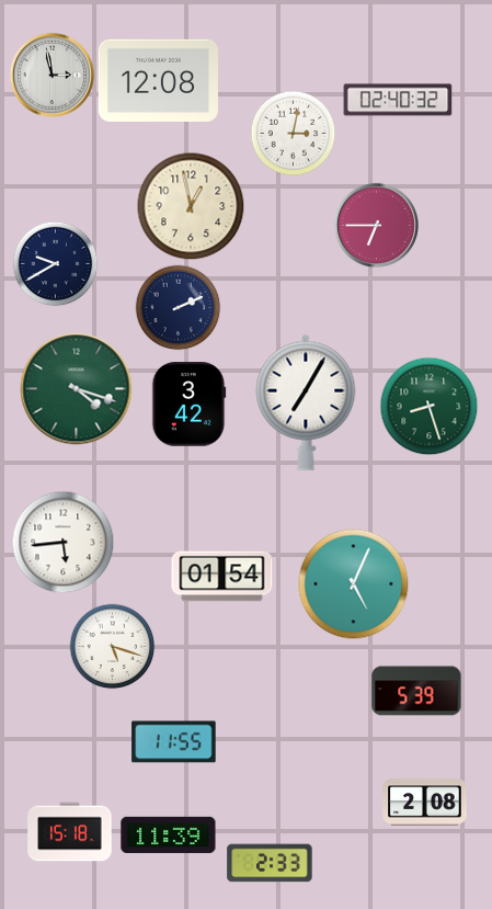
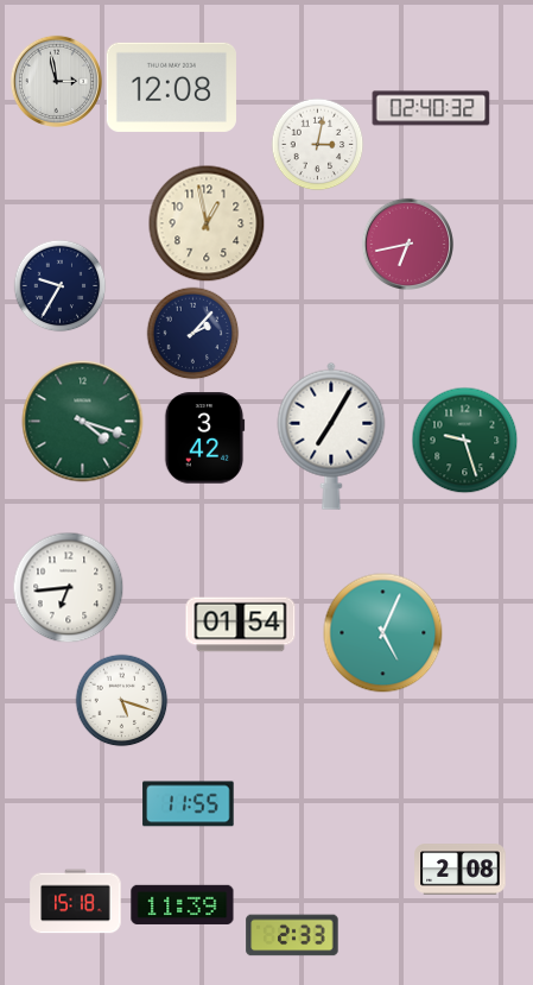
clock at (376, 225): 6:45 -> 6:43
clock at (55, 263): 9:40 -> 9:35
clock at (178, 307): 2:11 -> 2:07
clock at (428, 406): 8:27 -> 9:27
clock at (62, 542): 5:44 -> 6:44
clock at (416, 691): 5:39 -> none
